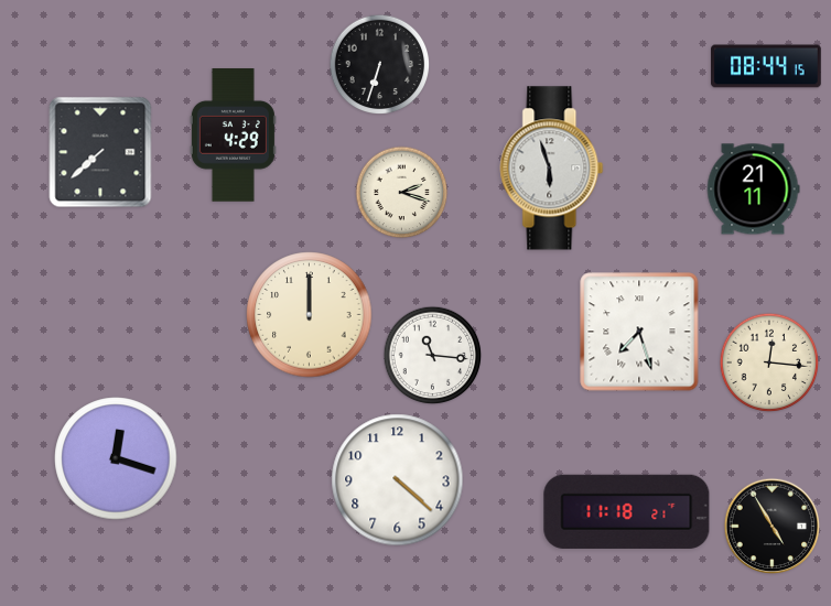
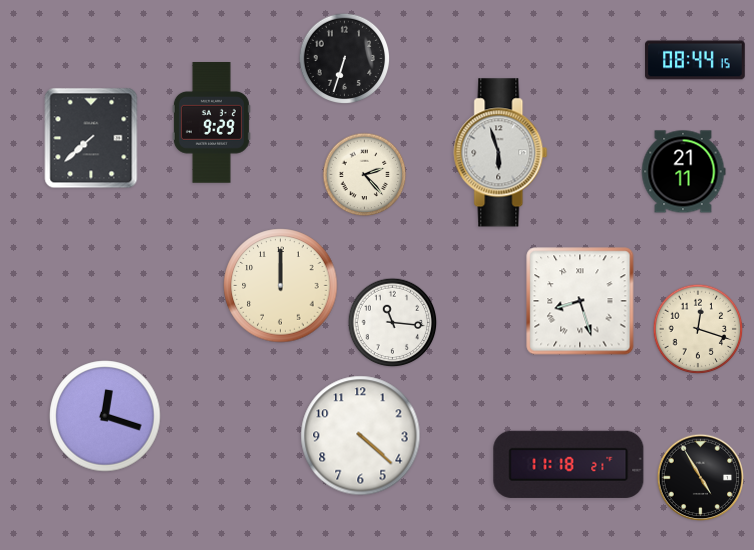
clock at (233, 136): 4:29 -> 9:29
clock at (402, 193): 2:18 -> 2:23
clock at (639, 332): 7:27 -> 8:27
clock at (769, 362): 12:16 -> 12:18
